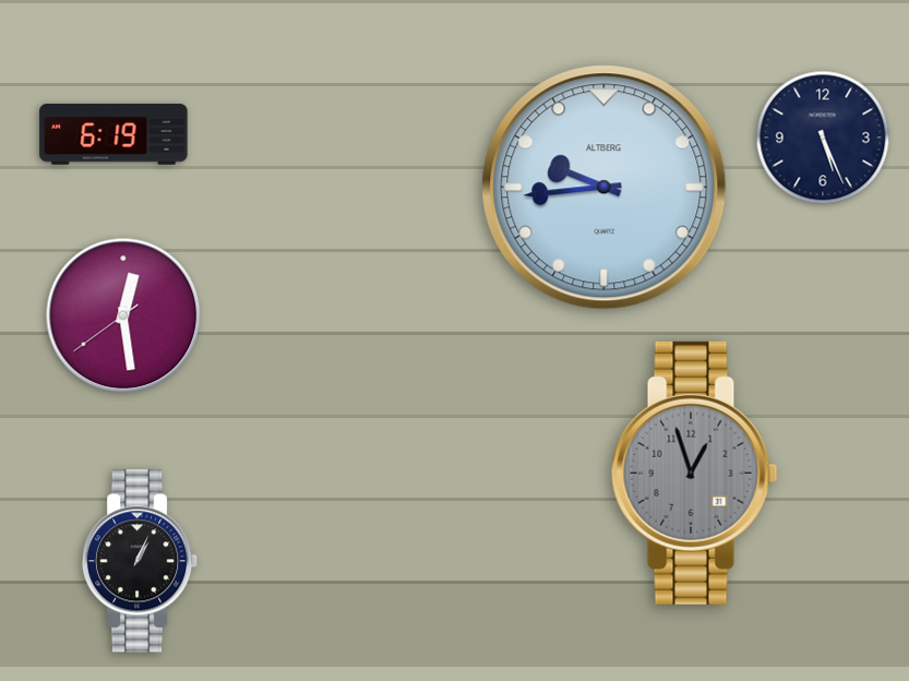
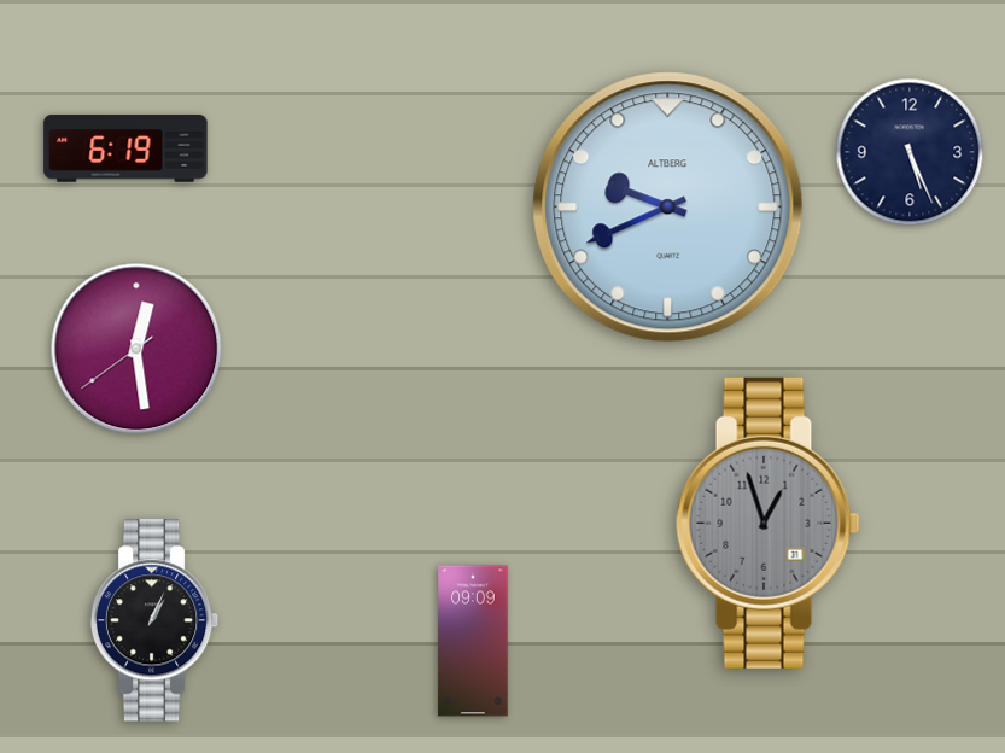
clock at (605, 188): 9:44 -> 9:41
clock at (473, 641): none -> 09:09
